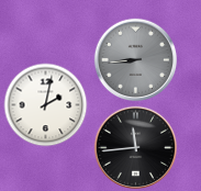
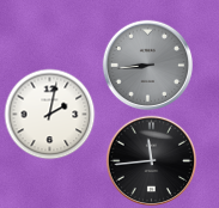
clock at (136, 148) position: (136, 148) -> (152, 161)
